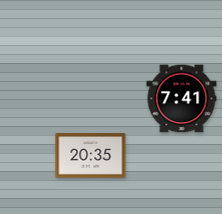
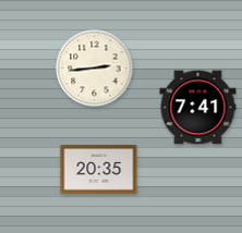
clock at (95, 69): none -> 2:44
